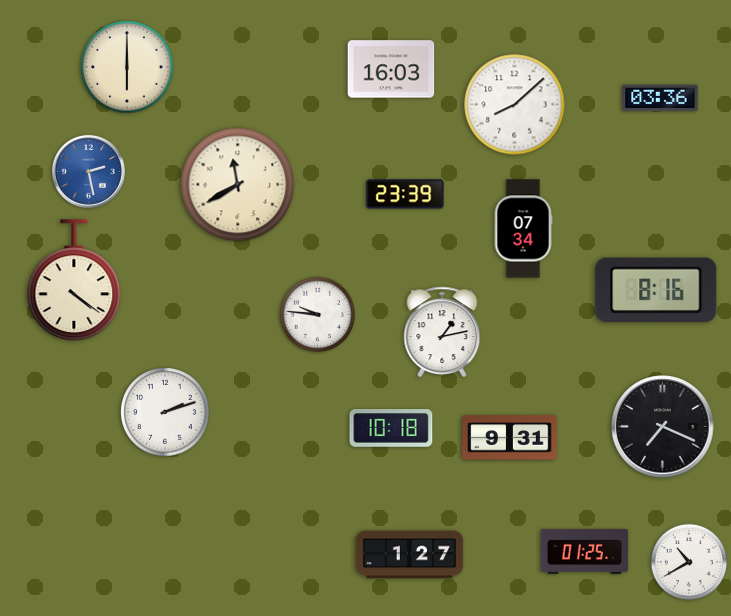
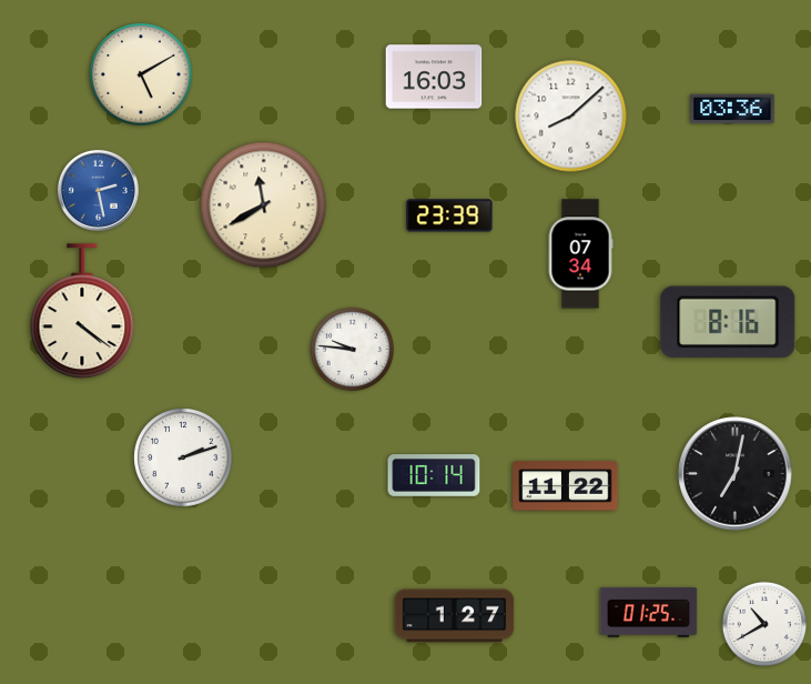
clock at (127, 67): 6:00 -> 5:10
clock at (442, 332): 1:13 -> none
clock at (663, 427): 7:19 -> 7:02
clock at (391, 428): 10:18 -> 10:14
clock at (510, 438): 9:31 -> 11:22
